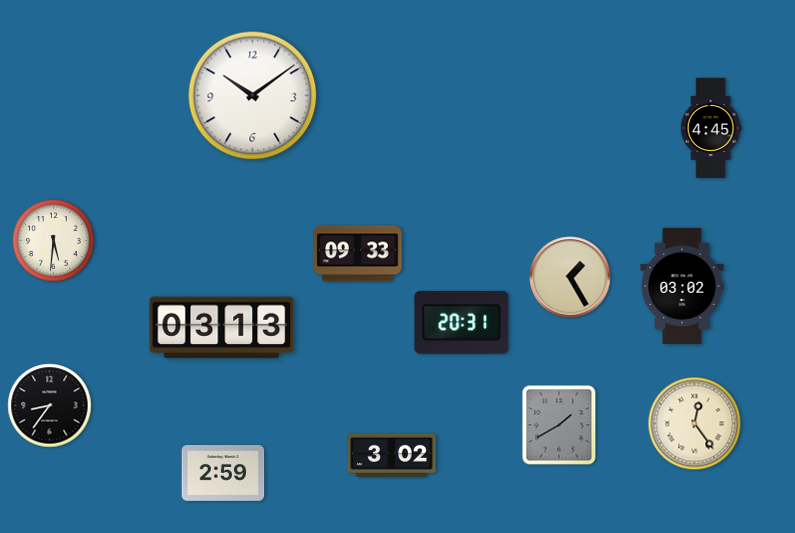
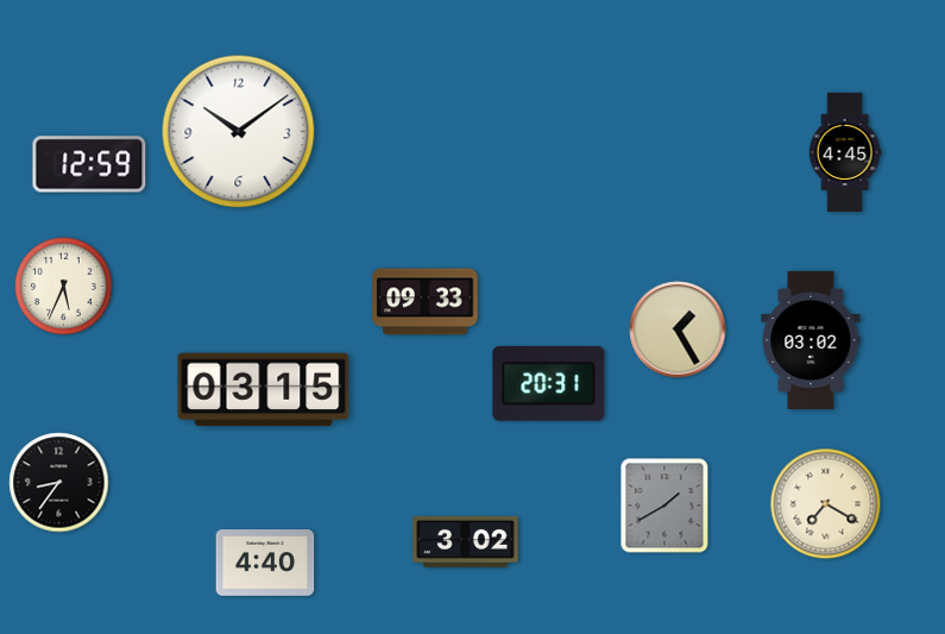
clock at (253, 96) position: (253, 96) -> (239, 132)
clock at (89, 164): none -> 12:59
clock at (54, 241): 5:31 -> 5:34
clock at (222, 328): 03:13 -> 03:15
clock at (695, 424): 12:24 -> 7:20
clock at (223, 474): 2:59 -> 4:40
